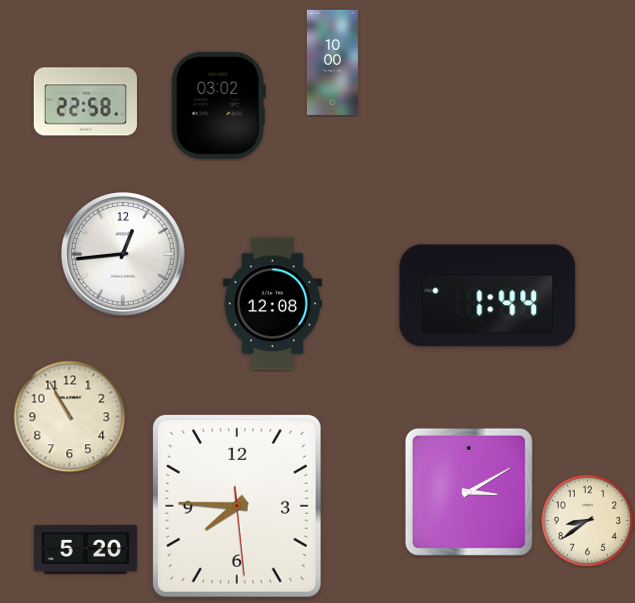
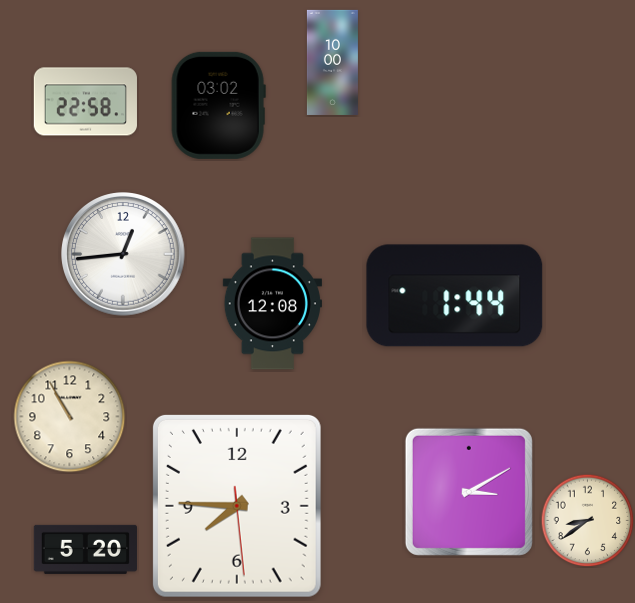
clock at (488, 296) position: (488, 296) -> (455, 296)
